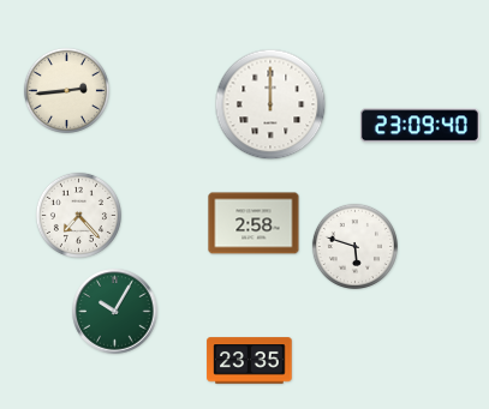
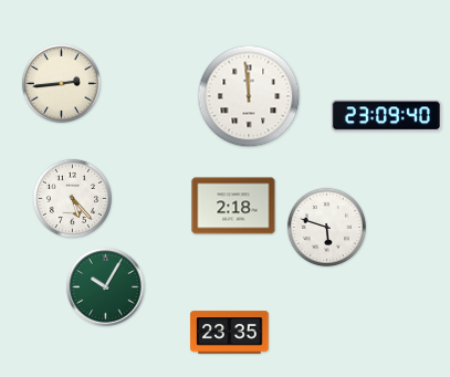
clock at (270, 104): 12:00 -> 11:59
clock at (78, 215): 7:23 -> 5:23
clock at (254, 223): 2:58 -> 2:18
